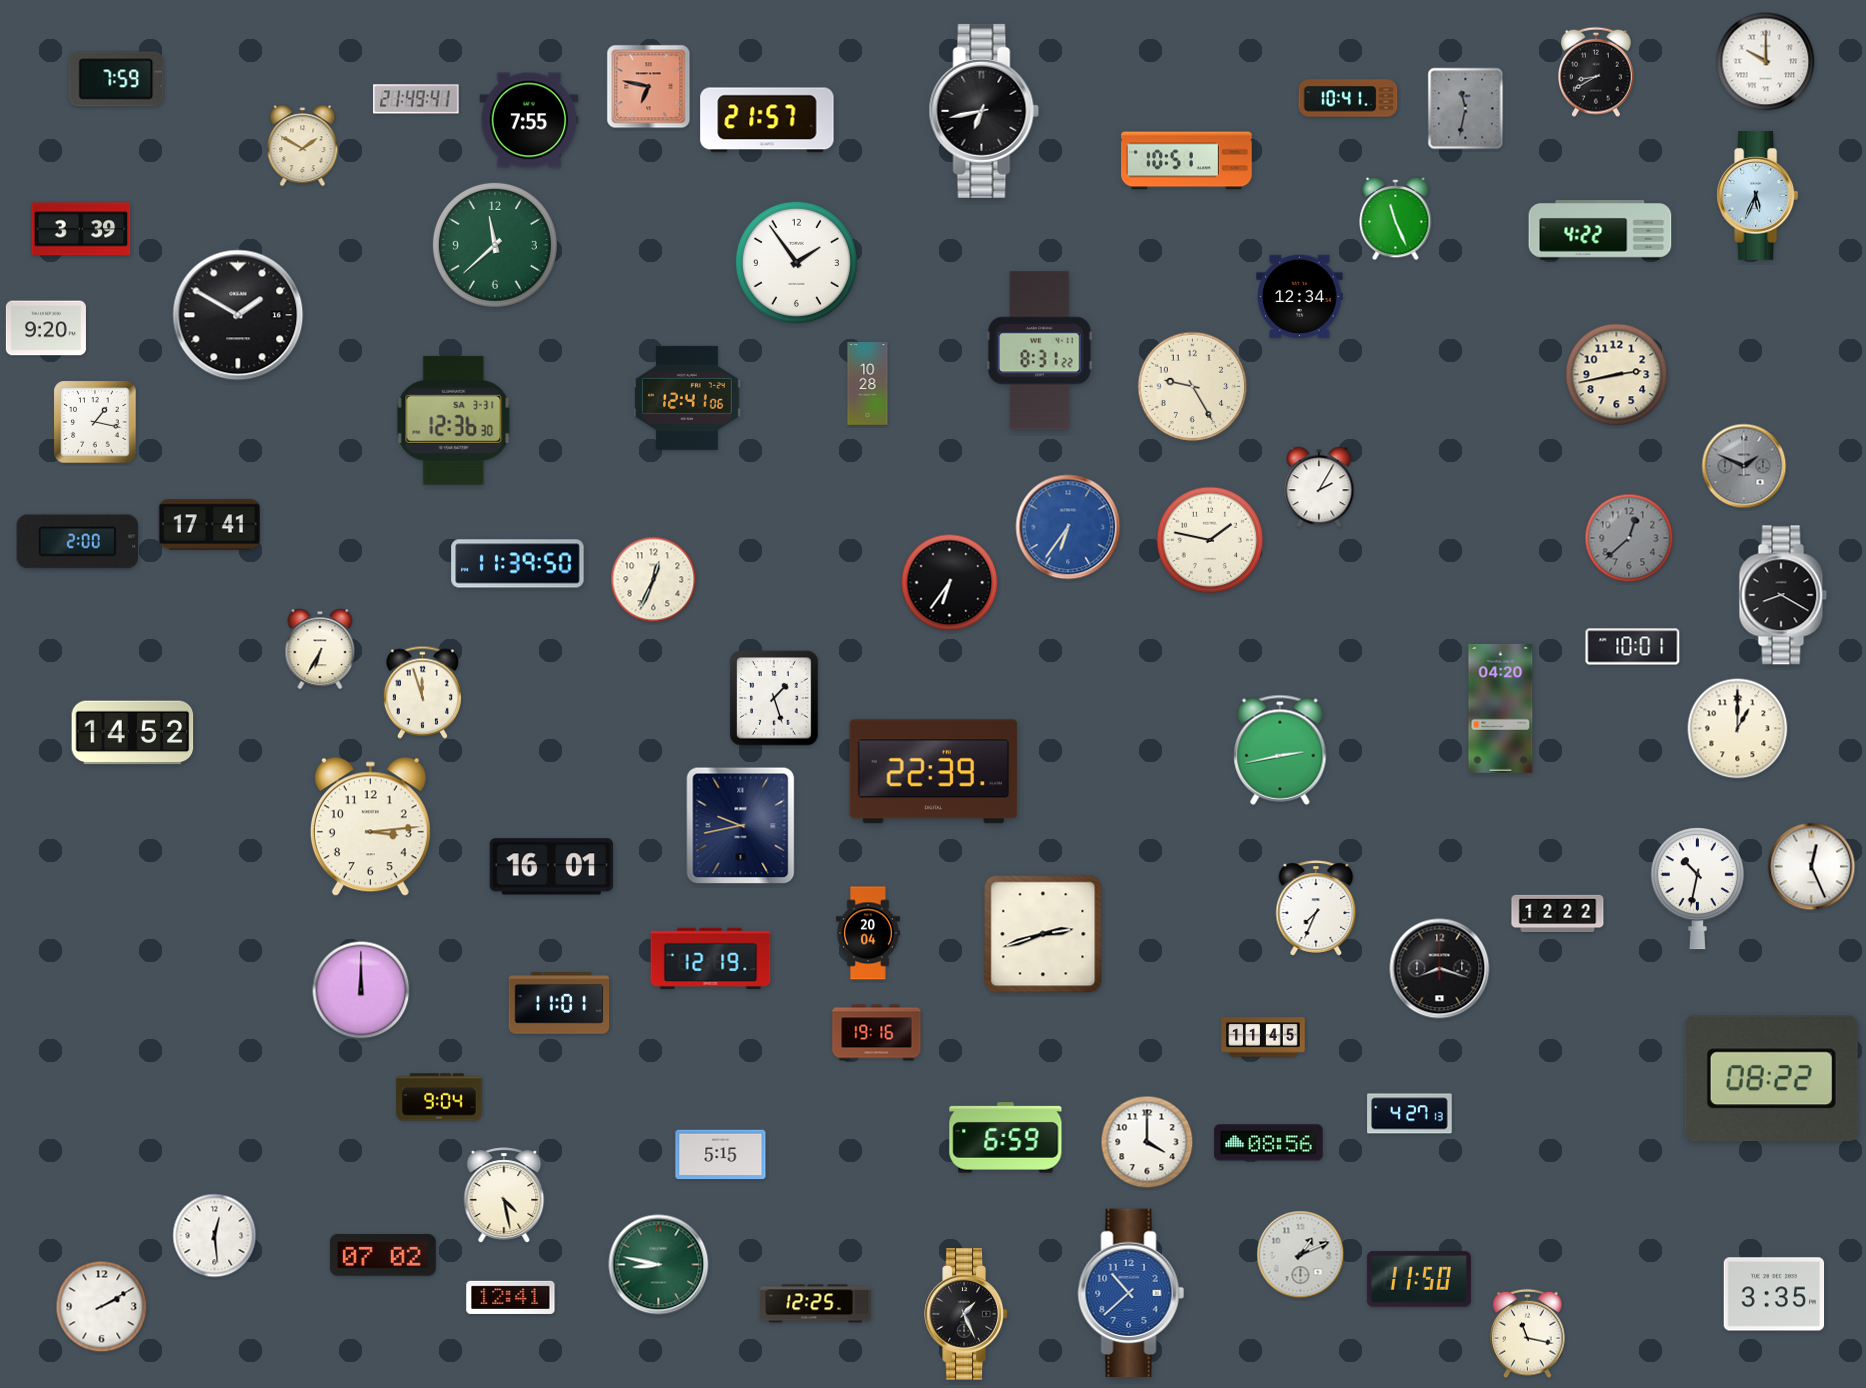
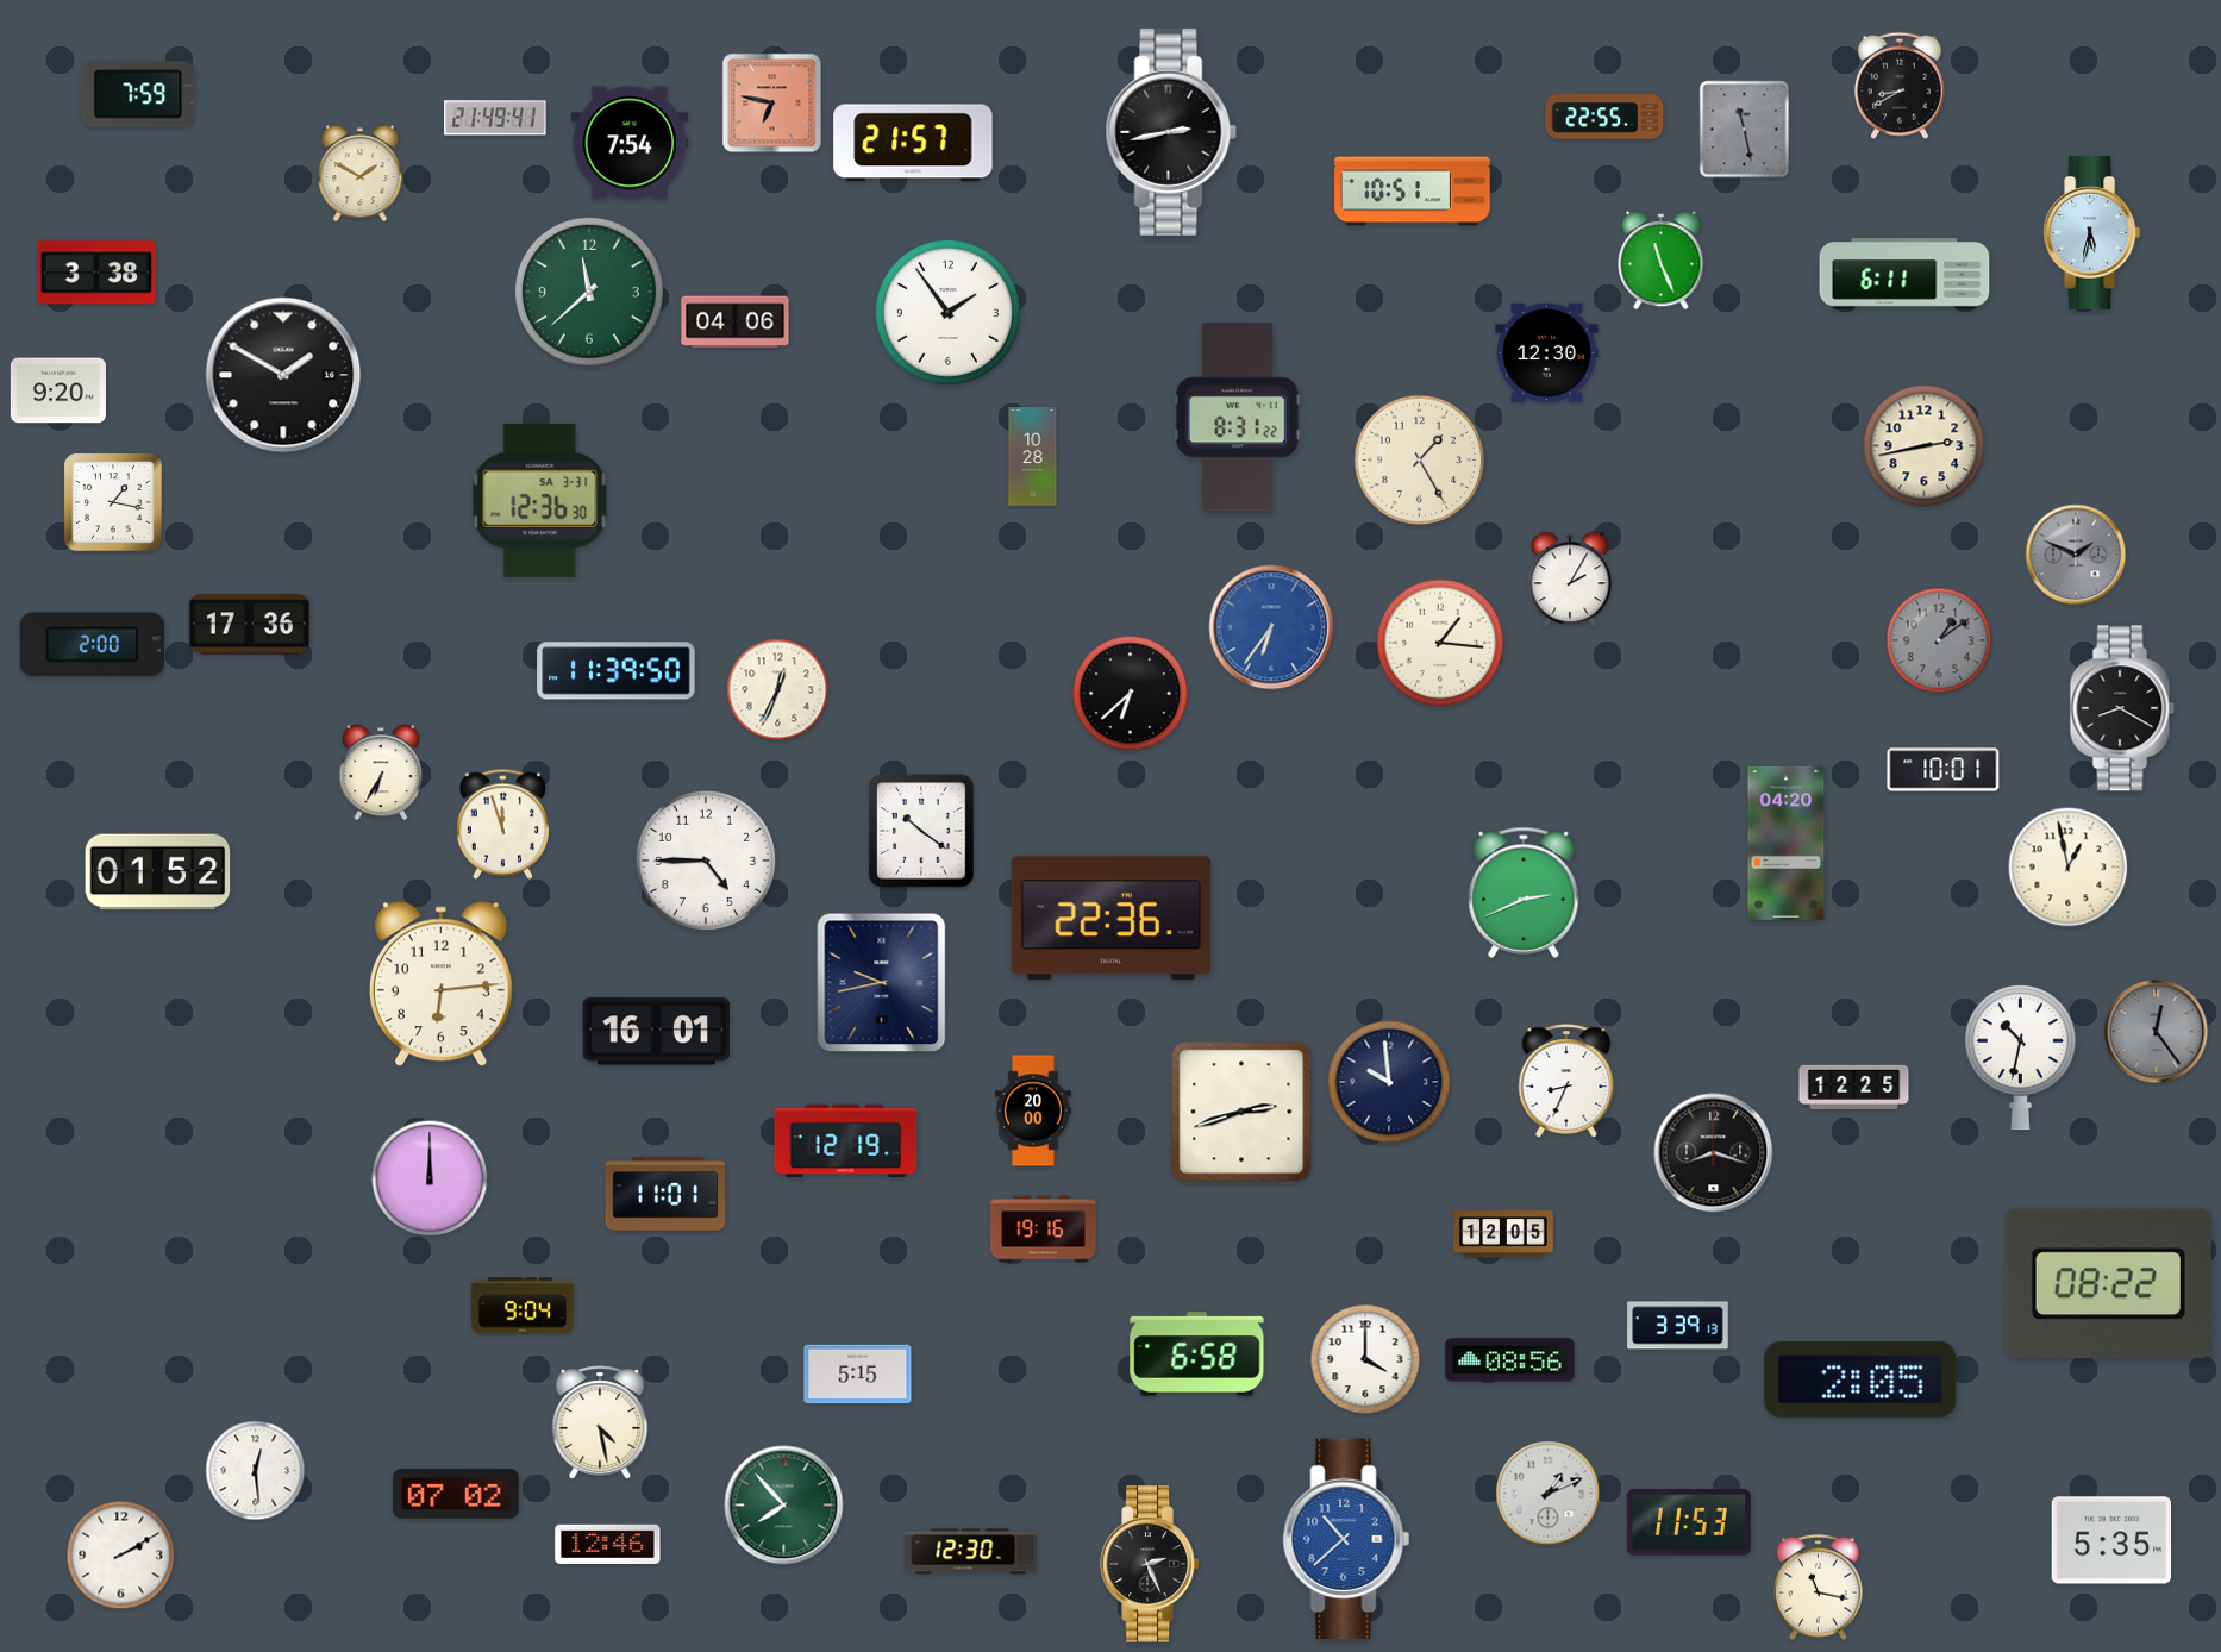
clock at (1766, 62): 10:00 -> none
clock at (1348, 98): 10:41 -> 22:55
clock at (1466, 109): 11:32 -> 11:28
clock at (984, 111): 6:43 -> 2:43
clock at (529, 120): 7:55 -> 7:54
clock at (1758, 195): 5:34 -> 5:32
clock at (81, 229): 3:39 -> 3:38
clock at (1600, 230): 4:22 -> 6:11
clock at (736, 323): none -> 04:06
clock at (1300, 297): 12:34 -> 12:30
clock at (46, 328) position: (46, 328) -> (58, 390)
clock at (1193, 387): 9:25 -> 1:25
clock at (687, 398): 12:41 -> none
clock at (209, 525): 17:41 -> 17:36
clock at (1629, 538): 12:38 -> 1:09
clock at (1210, 540): 1:47 -> 1:16
clock at (950, 583): 6:36 -> 6:38
clock at (774, 698): 1:27 -> 10:21
clock at (706, 861): none -> 4:45
clock at (1738, 729): 1:00 -> 12:58
clock at (133, 733): 14:52 -> 01:52
clock at (1280, 750): 2:43 -> 2:41
clock at (934, 772): 22:39 -> 22:36
clock at (370, 827): 3:14 -> 6:14
clock at (1812, 867): 12:26 -> 12:24
clock at (1812, 867) dial: white -> grey
clock at (1316, 908): 7:34 -> 8:34
clock at (1389, 1082): none -> 9:59
clock at (1558, 913): 12:22 -> 12:25
clock at (868, 933): 20:04 -> 20:00
clock at (1263, 1037): 11:45 -> 12:05
clock at (1410, 1114): 4:27 -> 3:39
clock at (1006, 1138): 6:59 -> 6:58
clock at (1860, 1379): none -> 2:05
clock at (659, 1265): 8:47 -> 7:53
clock at (1419, 1279): 11:50 -> 11:53
clock at (1774, 1294): 3:35 -> 5:35
clock at (511, 1297): 12:41 -> 12:46
clock at (816, 1304): 12:25 -> 12:30
clock at (966, 1314): 1:26 -> 2:26
